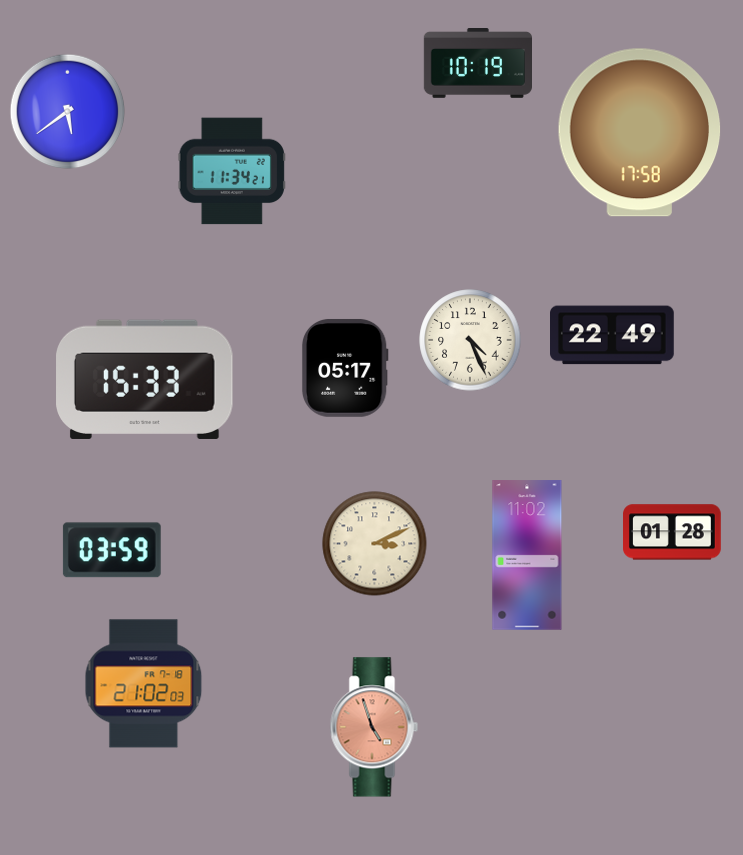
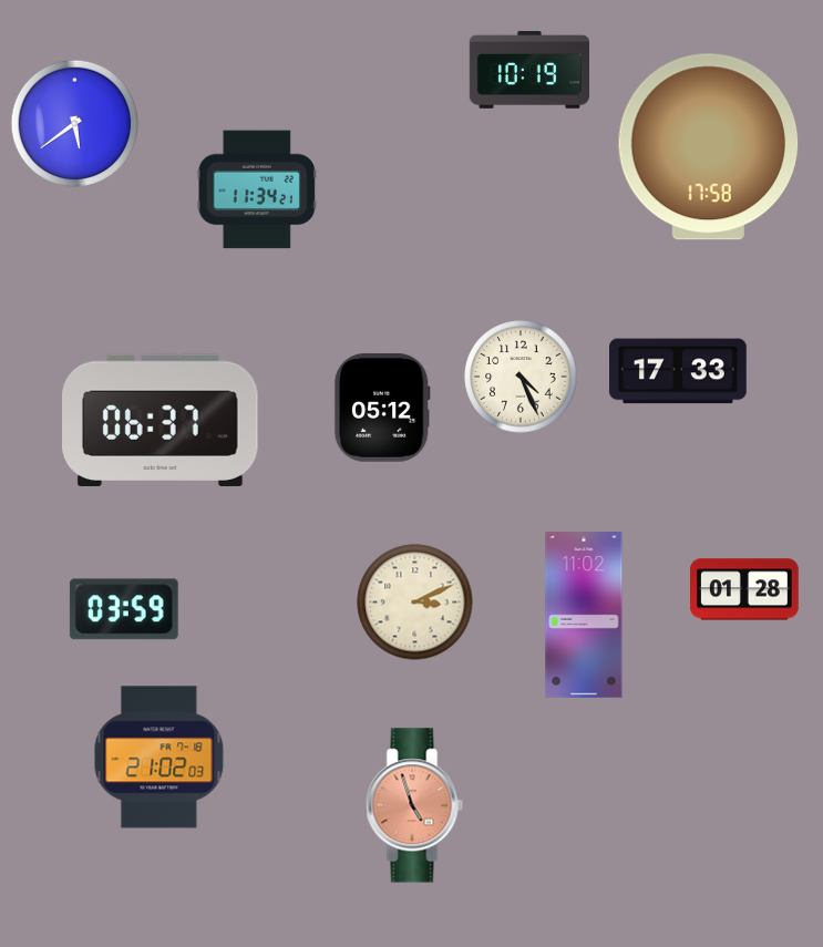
clock at (613, 335): 22:49 -> 17:33
clock at (345, 368): 05:17 -> 05:12
clock at (145, 379): 15:33 -> 06:37
